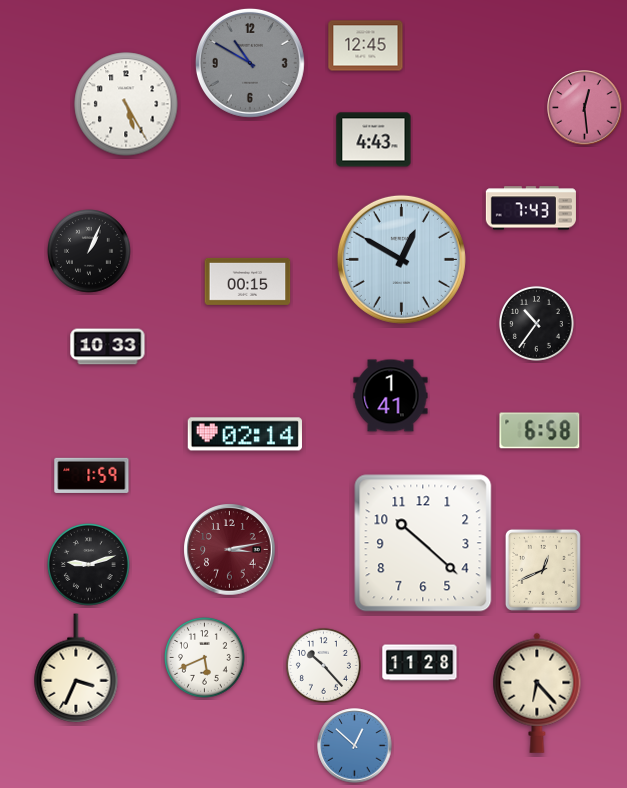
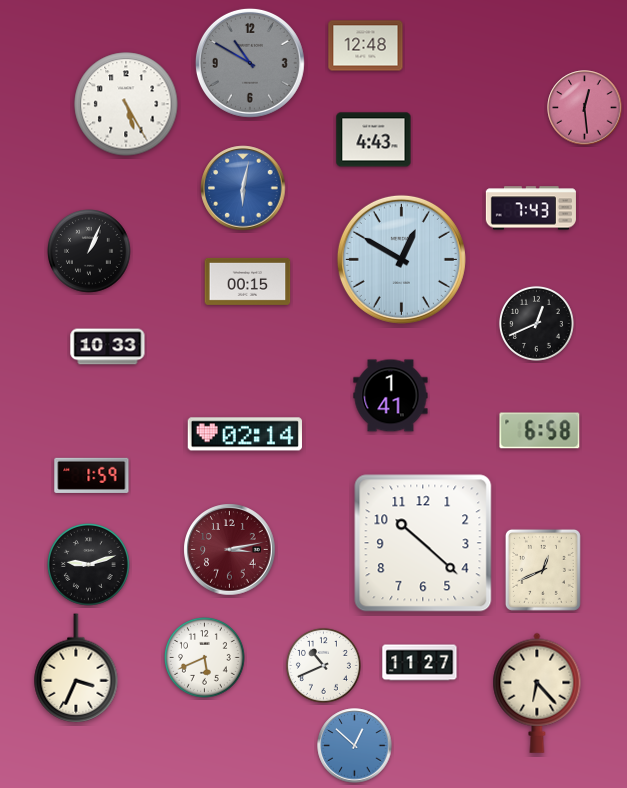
clock at (366, 46): 12:45 -> 12:48
clock at (243, 188): none -> 6:02
clock at (536, 323): 10:36 -> 12:41
clock at (420, 663): 11:28 -> 11:27
clock at (323, 665): 10:23 -> 10:41
